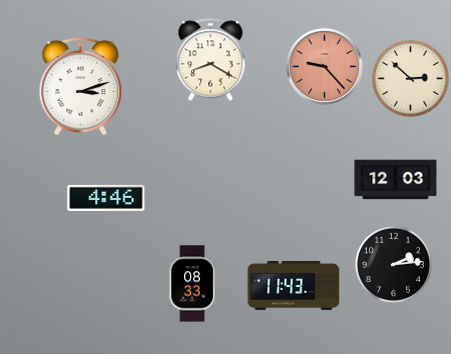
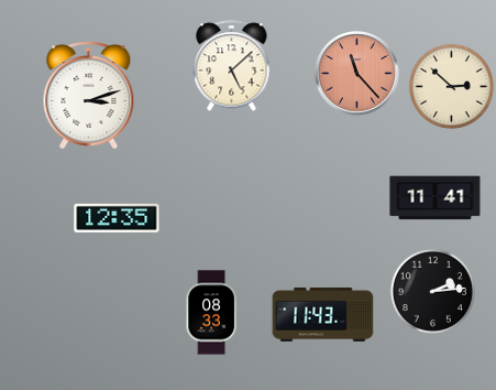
clock at (211, 60): 8:20 -> 5:08
clock at (325, 67): 9:23 -> 11:23
clock at (396, 180): 12:03 -> 11:41
clock at (106, 198): 4:46 -> 12:35
